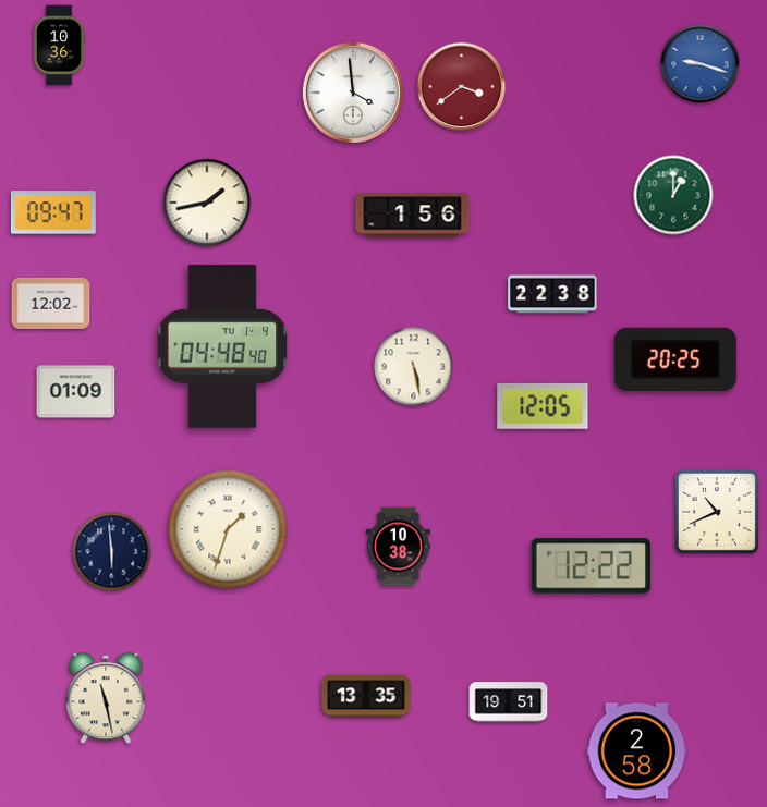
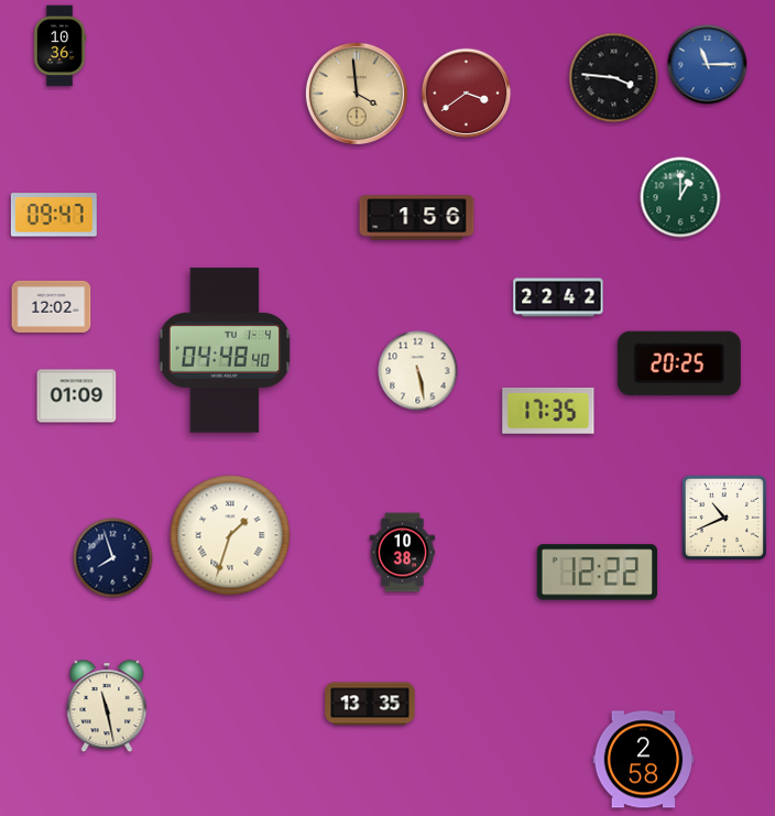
clock at (701, 64): 9:18 -> 11:15
clock at (614, 78): none -> 3:46
clock at (462, 87) position: (462, 87) -> (467, 94)
clock at (353, 93) dial: white -> champagne
clock at (207, 203): 1:43 -> none
clock at (552, 294): 22:38 -> 22:42
clock at (675, 359) position: (675, 359) -> (679, 363)
clock at (543, 407): 12:05 -> 17:35
clock at (112, 552): 5:59 -> 7:57
clock at (509, 702): 19:51 -> none
